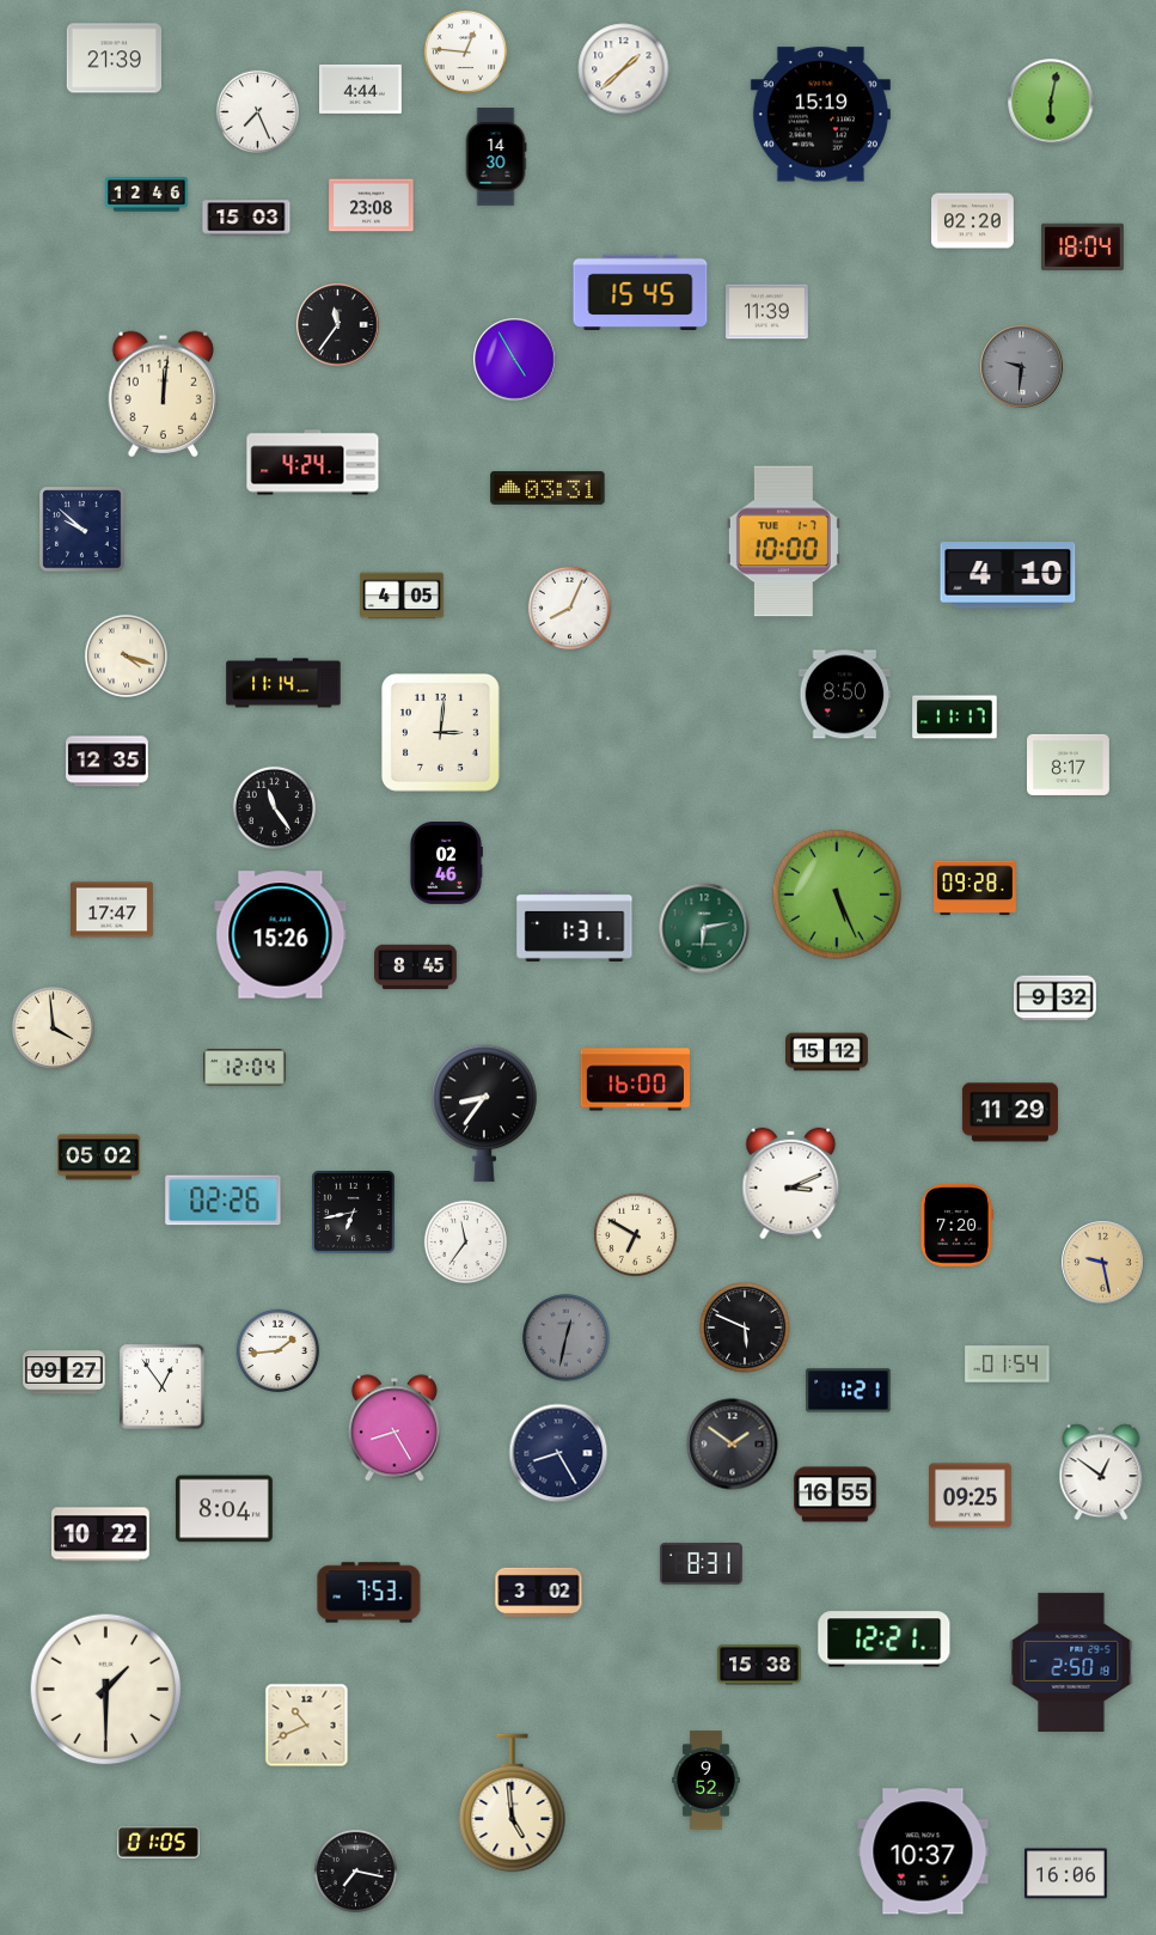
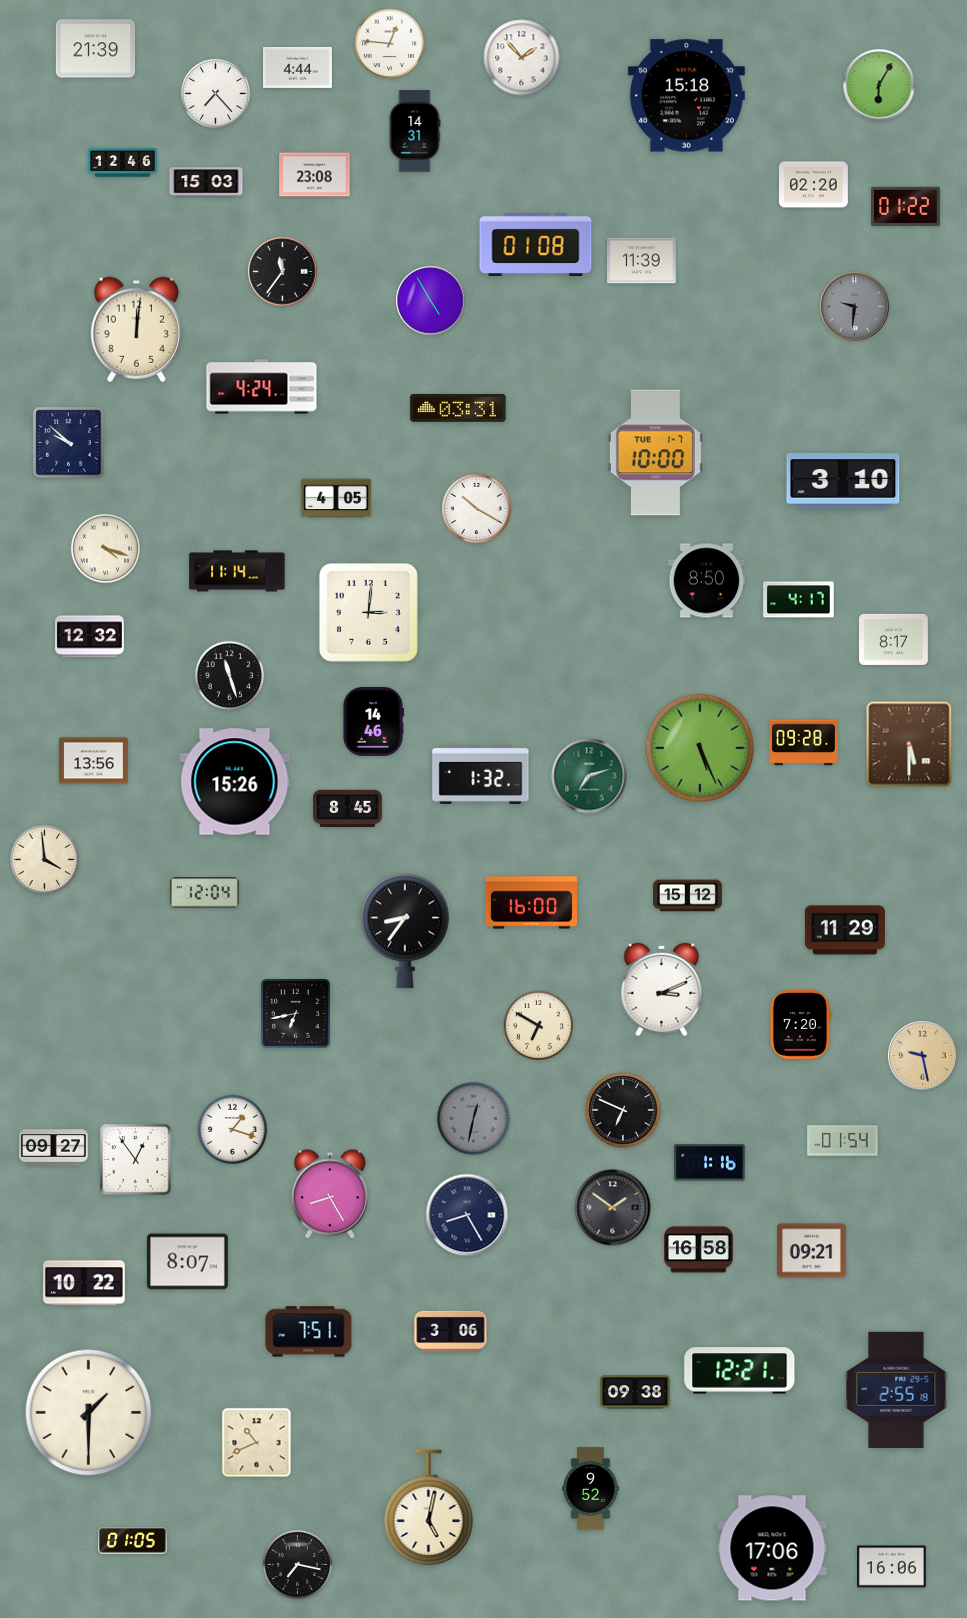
clock at (624, 69): 1:38 -> 1:53
clock at (361, 88) position: (361, 88) -> (298, 67)
clock at (1051, 102): 6:02 -> 6:05
clock at (257, 111): 7:26 -> 7:23
clock at (820, 115): 15:19 -> 15:18
clock at (496, 157): 14:30 -> 14:31
clock at (372, 206) position: (372, 206) -> (315, 175)
clock at (1083, 248): 18:04 -> 01:22
clock at (641, 292): 15:45 -> 01:08
clock at (1008, 575): 4:10 -> 3:10
clock at (569, 608): 8:04 -> 10:20
clock at (955, 718): 11:17 -> 4:17
clock at (108, 762): 12:35 -> 12:32
clock at (274, 807): 11:24 -> 11:27
clock at (447, 863): 02:46 -> 14:46
clock at (975, 889) position: (975, 889) -> (804, 743)
clock at (909, 744): none -> 5:30
clock at (112, 910): 17:47 -> 13:56
clock at (575, 926): 1:31 -> 1:32
clock at (704, 928): 6:13 -> 7:12
clock at (1056, 999): 9:32 -> none
clock at (827, 1052) position: (827, 1052) -> (688, 896)
clock at (99, 1158): 05:02 -> none
clock at (224, 1201): 02:26 -> none
clock at (635, 1234) position: (635, 1234) -> (538, 1025)
clock at (465, 1241): 11:36 -> none
clock at (745, 1327): 5:49 -> 6:49
clock at (277, 1350): 1:44 -> 1:18
clock at (849, 1391): 1:21 -> 1:16
clock at (1101, 1472): 12:51 -> none
clock at (836, 1495): 16:55 -> 16:58
clock at (971, 1496): 09:25 -> 09:21
clock at (224, 1509): 8:04 -> 8:07
clock at (702, 1563): 8:31 -> none
clock at (539, 1592): 3:02 -> 3:06
clock at (369, 1593): 7:53 -> 7:51
clock at (1071, 1662): 2:50 -> 2:55
clock at (759, 1665): 15:38 -> 09:38
clock at (513, 1803): 4:59 -> 5:02
clock at (923, 1851): 10:37 -> 17:06
